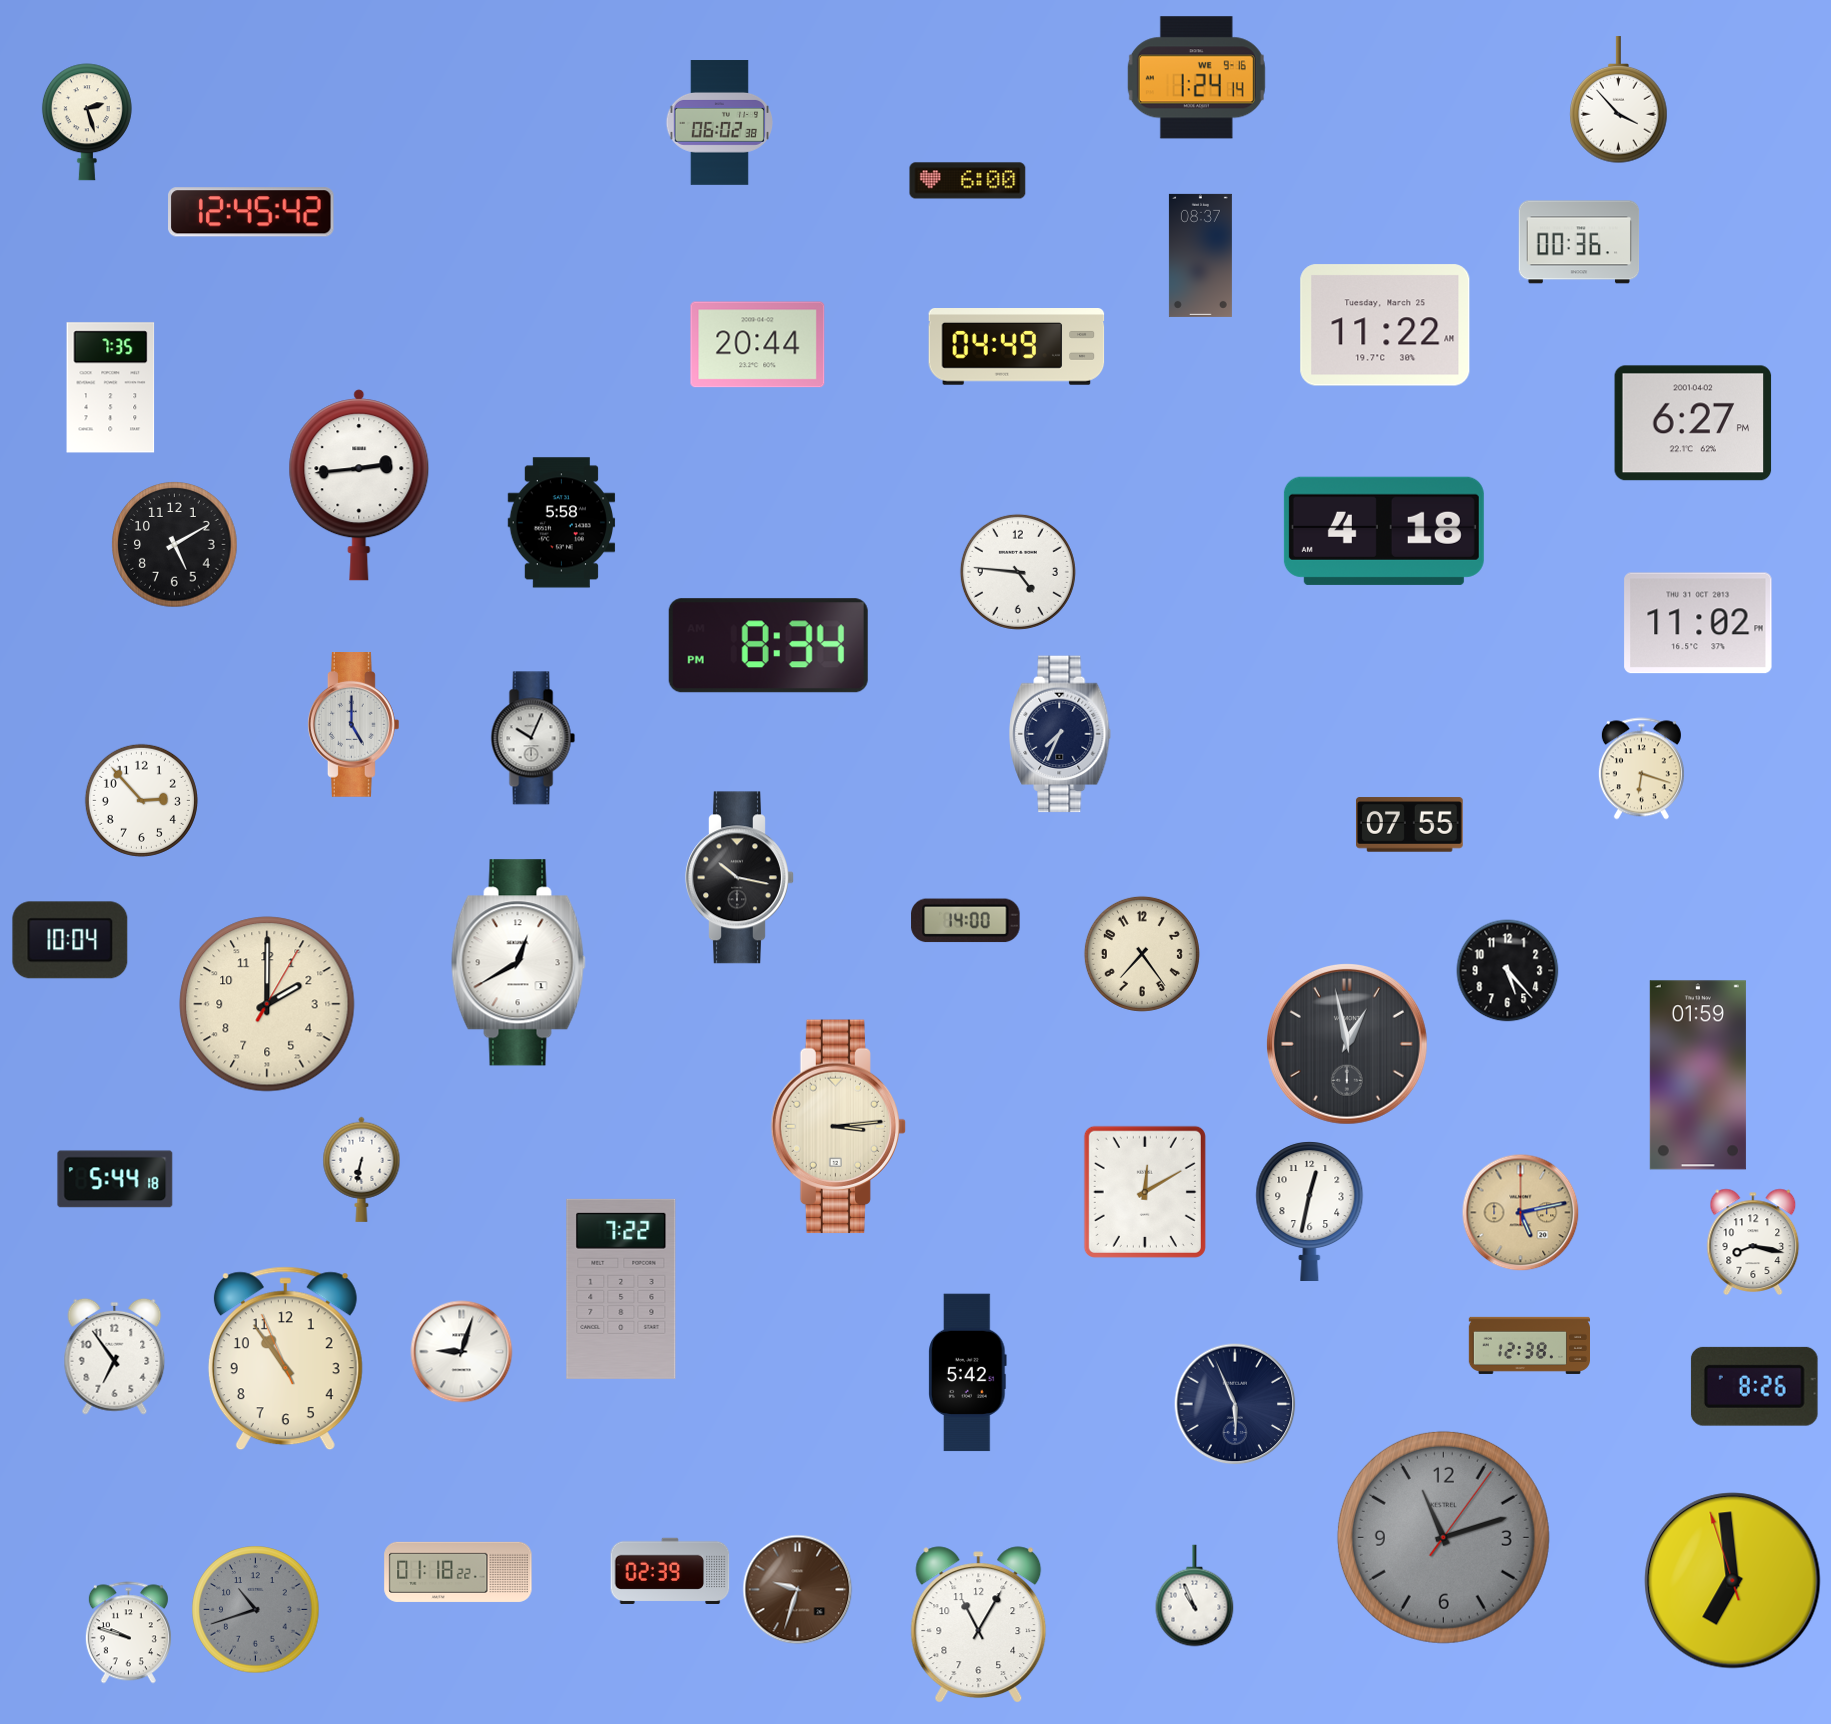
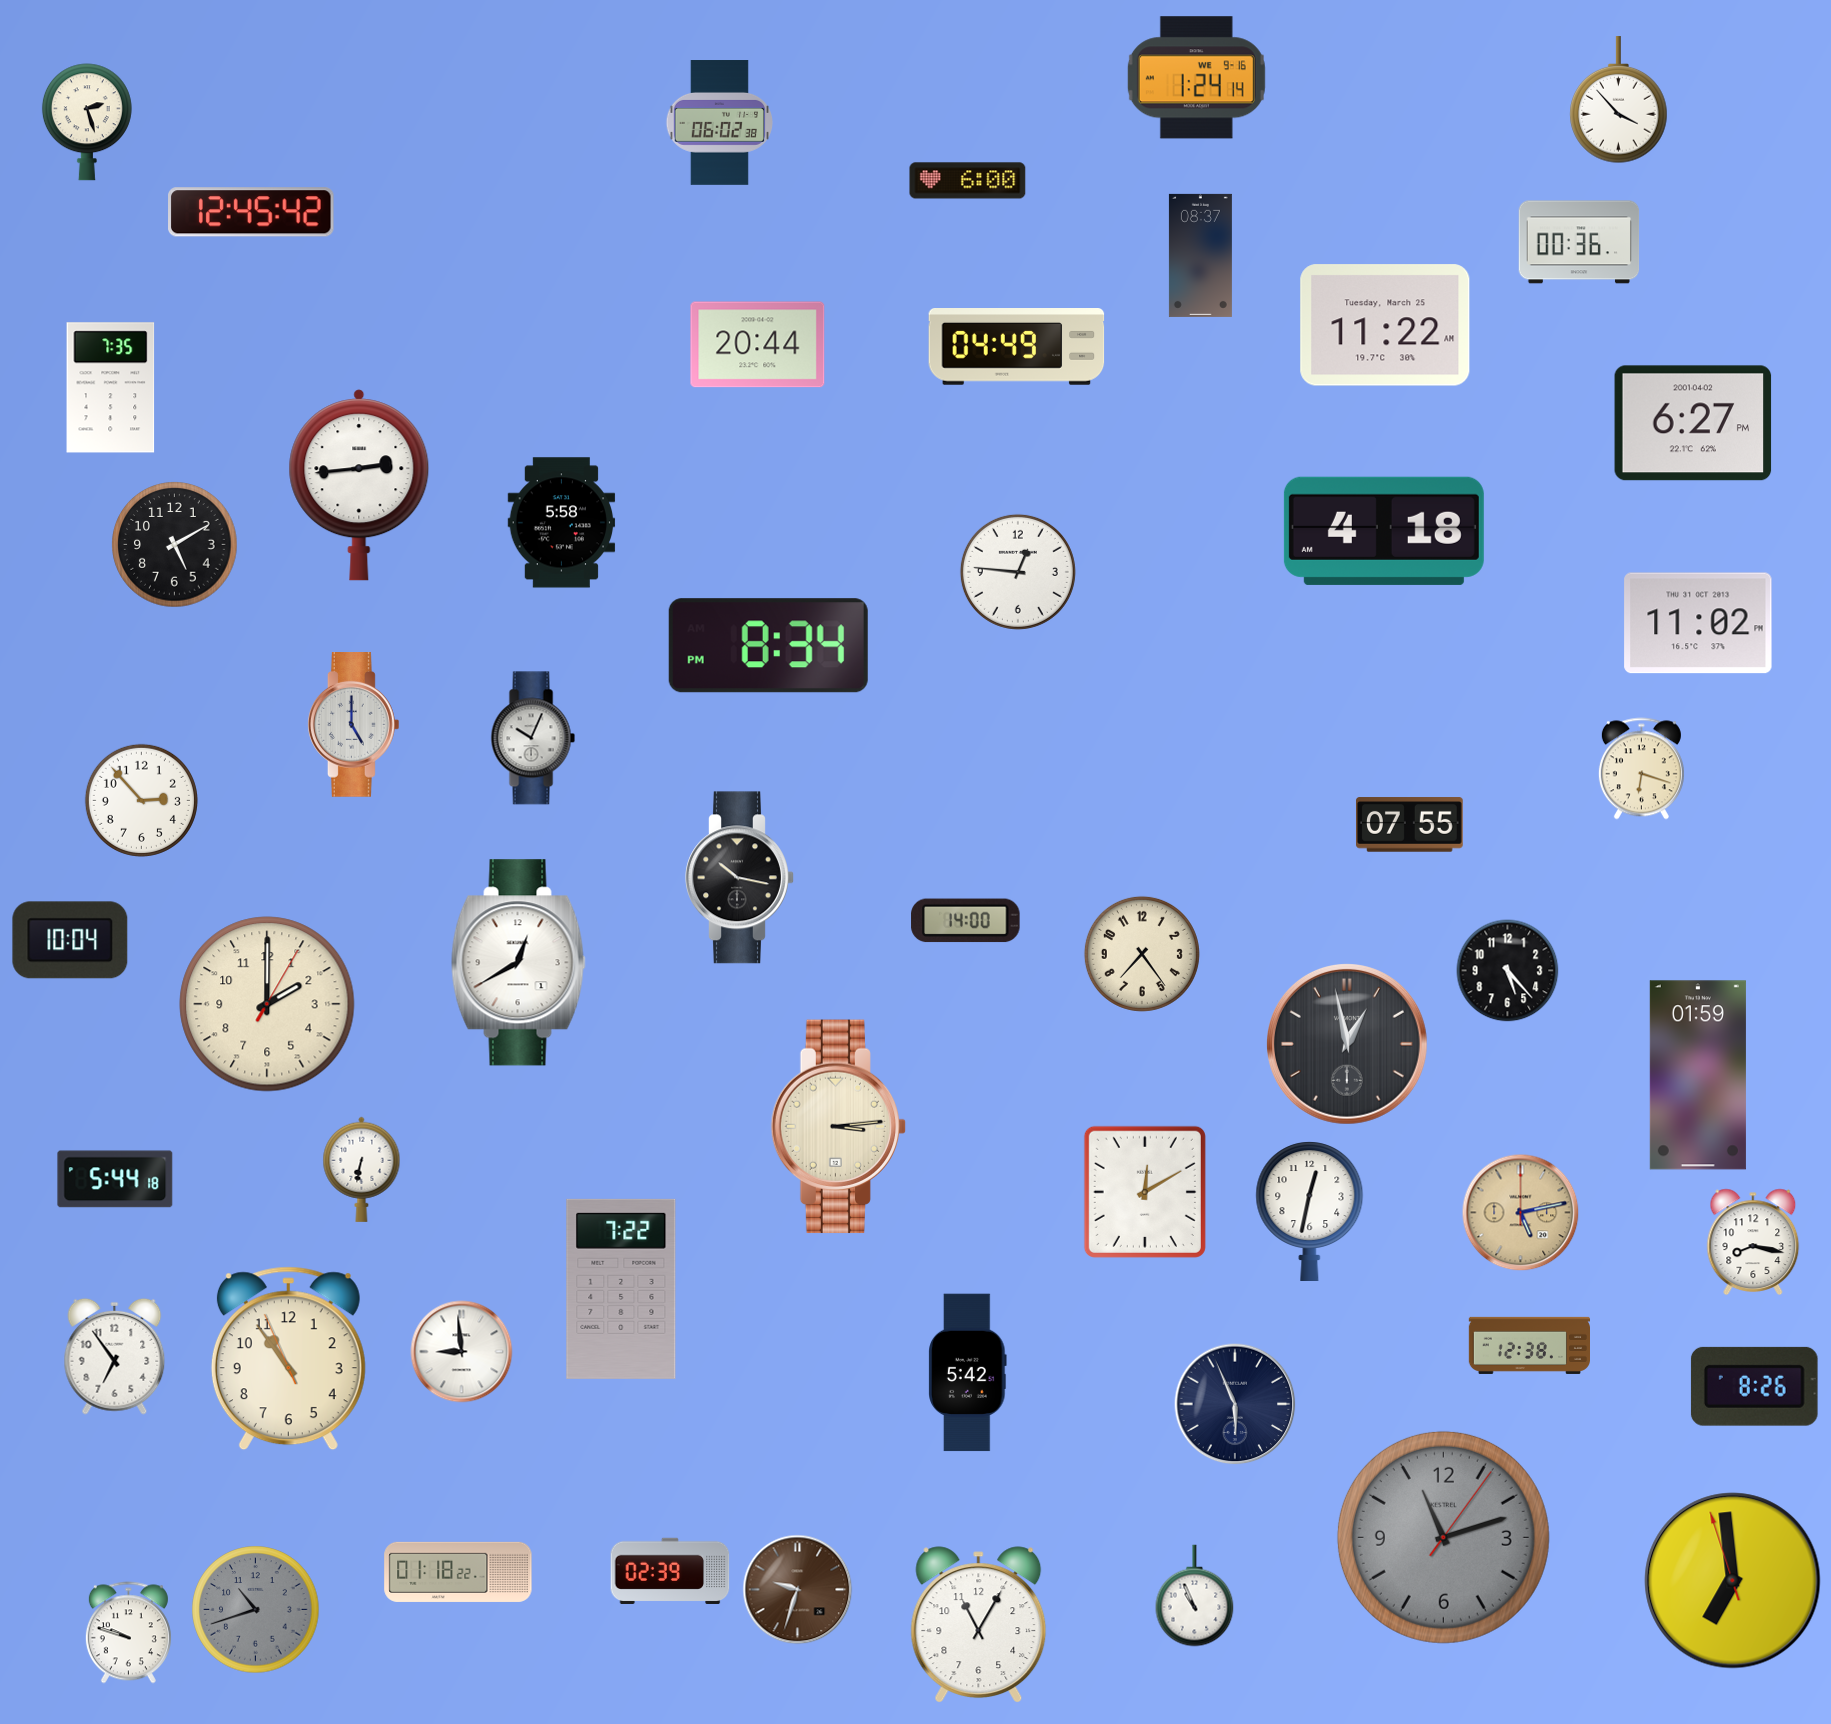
clock at (1018, 572): 4:46 -> 12:46
clock at (1061, 734): 7:34 -> none
clock at (462, 1352): 9:03 -> 8:59
clock at (285, 1359) position: (285, 1359) -> (288, 1359)
